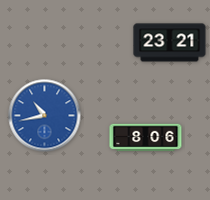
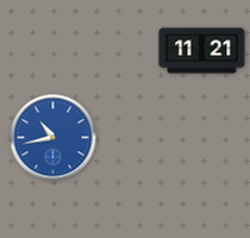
clock at (170, 43): 23:21 -> 11:21
clock at (146, 138): 8:06 -> none
